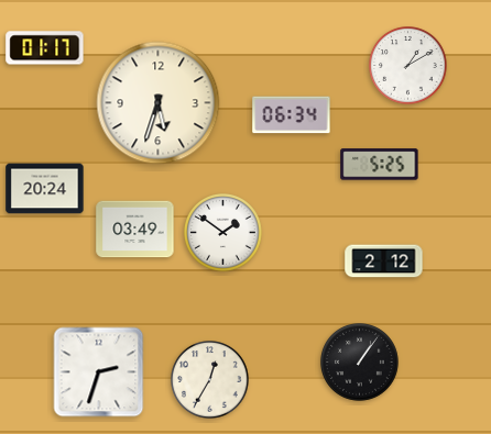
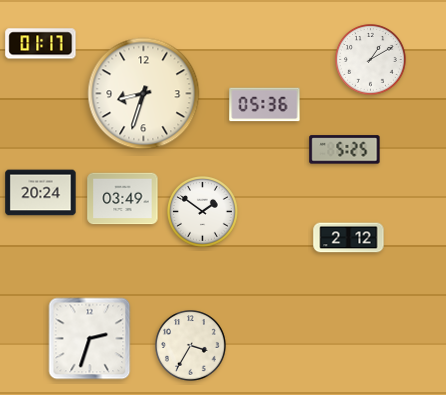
clock at (159, 103): 5:33 -> 8:33
clock at (292, 115): 06:34 -> 05:36
clock at (45, 189) position: (45, 189) -> (41, 193)
clock at (135, 230) position: (135, 230) -> (123, 199)
clock at (360, 363): 1:06 -> none
clock at (210, 380): 12:35 -> 3:35
